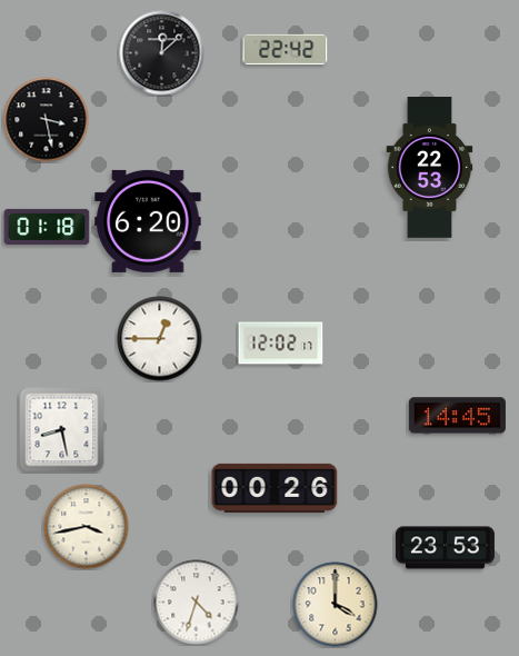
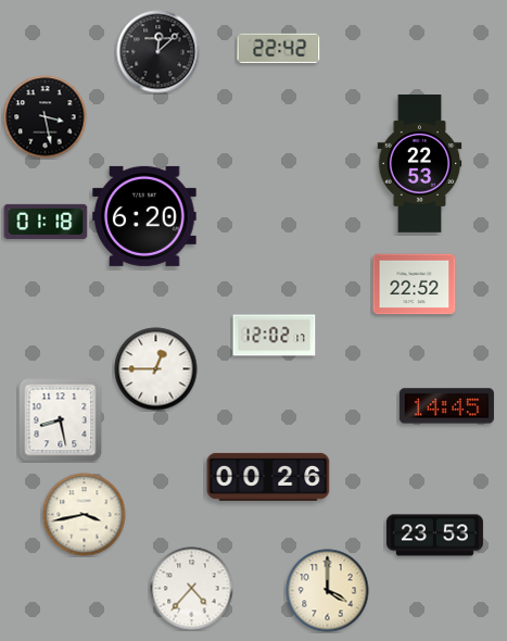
clock at (415, 285): none -> 22:52
clock at (160, 339) position: (160, 339) -> (156, 369)
clock at (197, 603): 4:33 -> 4:37
